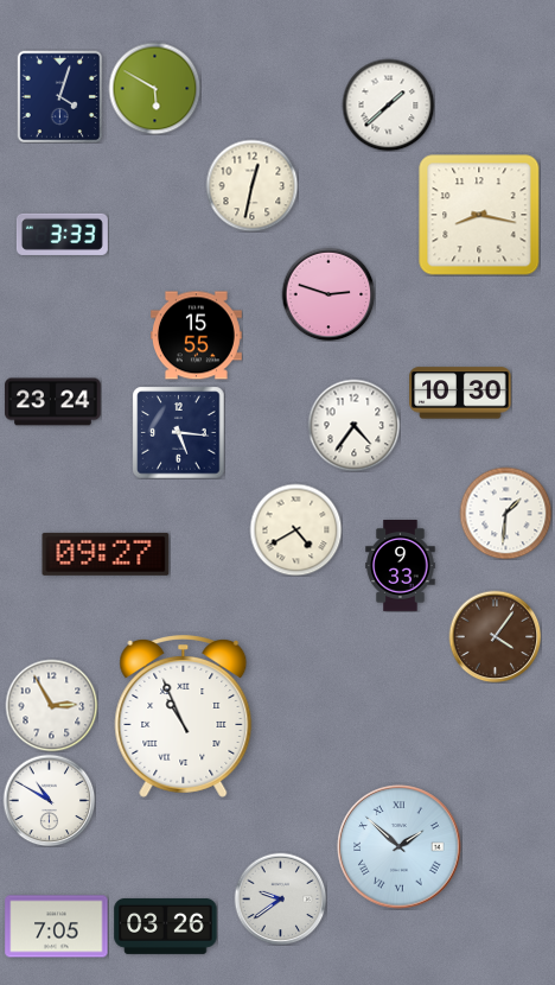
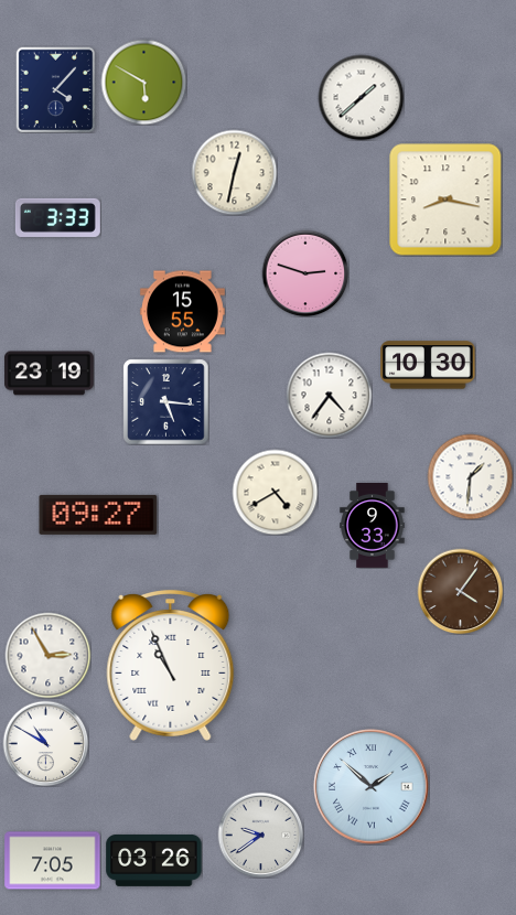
clock at (60, 96): 4:03 -> 4:07
clock at (53, 402): 23:24 -> 23:19
